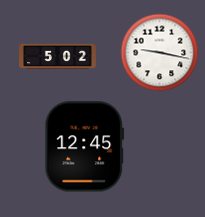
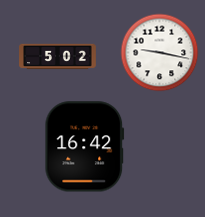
clock at (85, 147): 12:45 -> 16:42
